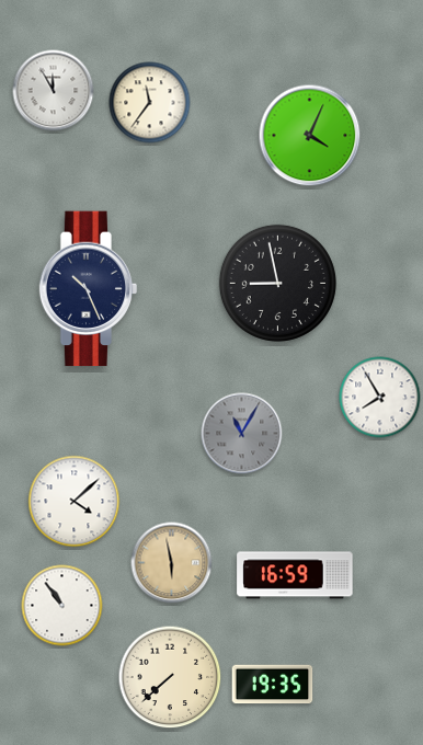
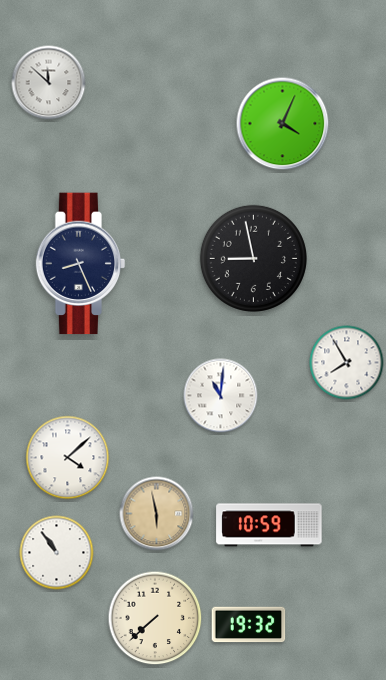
clock at (54, 91): 11:55 -> 11:52
clock at (150, 103): 11:36 -> none
clock at (89, 289): 10:26 -> 8:26
clock at (242, 434): 11:05 -> 11:01
clock at (242, 434) dial: grey -> white
clock at (295, 575): 16:59 -> 10:59
clock at (273, 685): 19:35 -> 19:32
